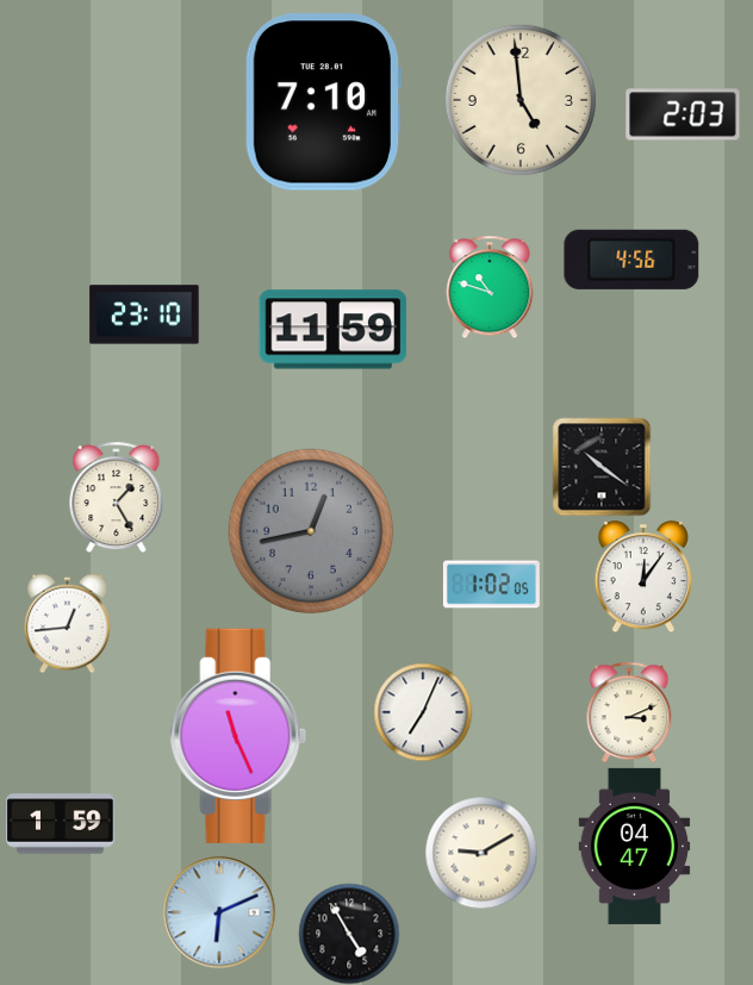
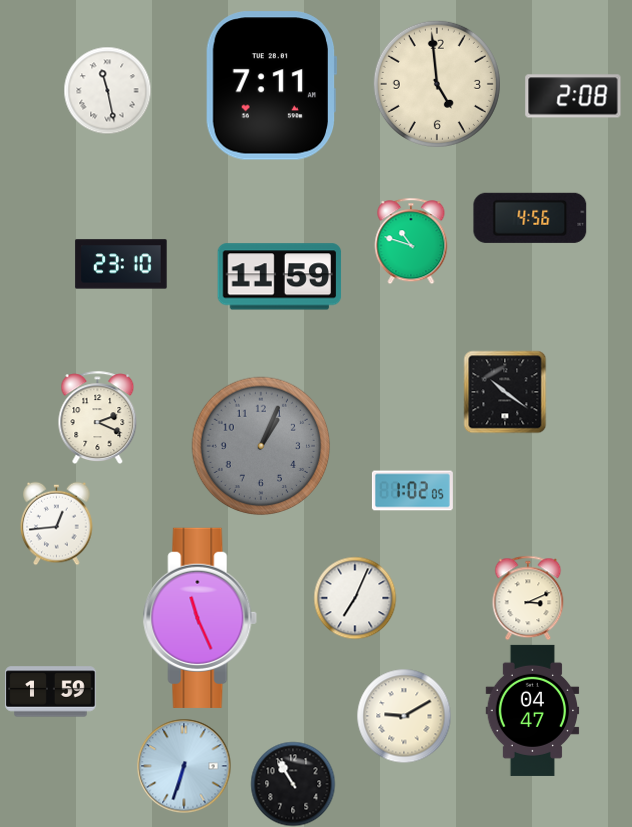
clock at (323, 102): 7:10 -> 7:11
clock at (107, 90): none -> 11:28
clock at (683, 114): 2:03 -> 2:08
clock at (117, 497): 1:25 -> 2:19
clock at (311, 531): 12:43 -> 1:04
clock at (643, 576): 12:06 -> none
clock at (219, 912): 6:11 -> 6:33
clock at (349, 934): 4:55 -> 10:55
